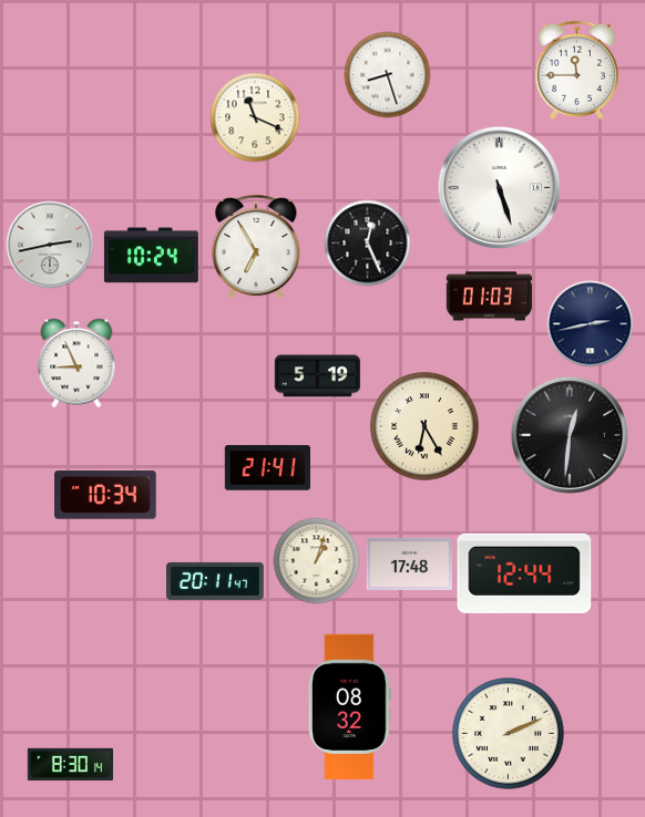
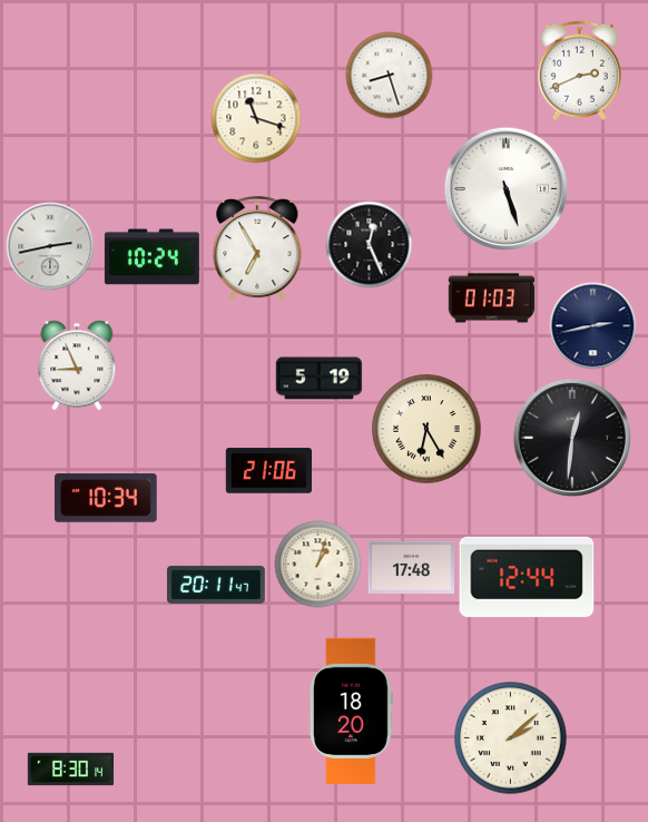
clock at (576, 70): 11:45 -> 2:41
clock at (255, 117): 11:19 -> 11:18
clock at (499, 187) position: (499, 187) -> (505, 188)
clock at (267, 468): 21:41 -> 21:06
clock at (350, 706): 08:32 -> 18:20
clock at (509, 734): 2:11 -> 2:08
